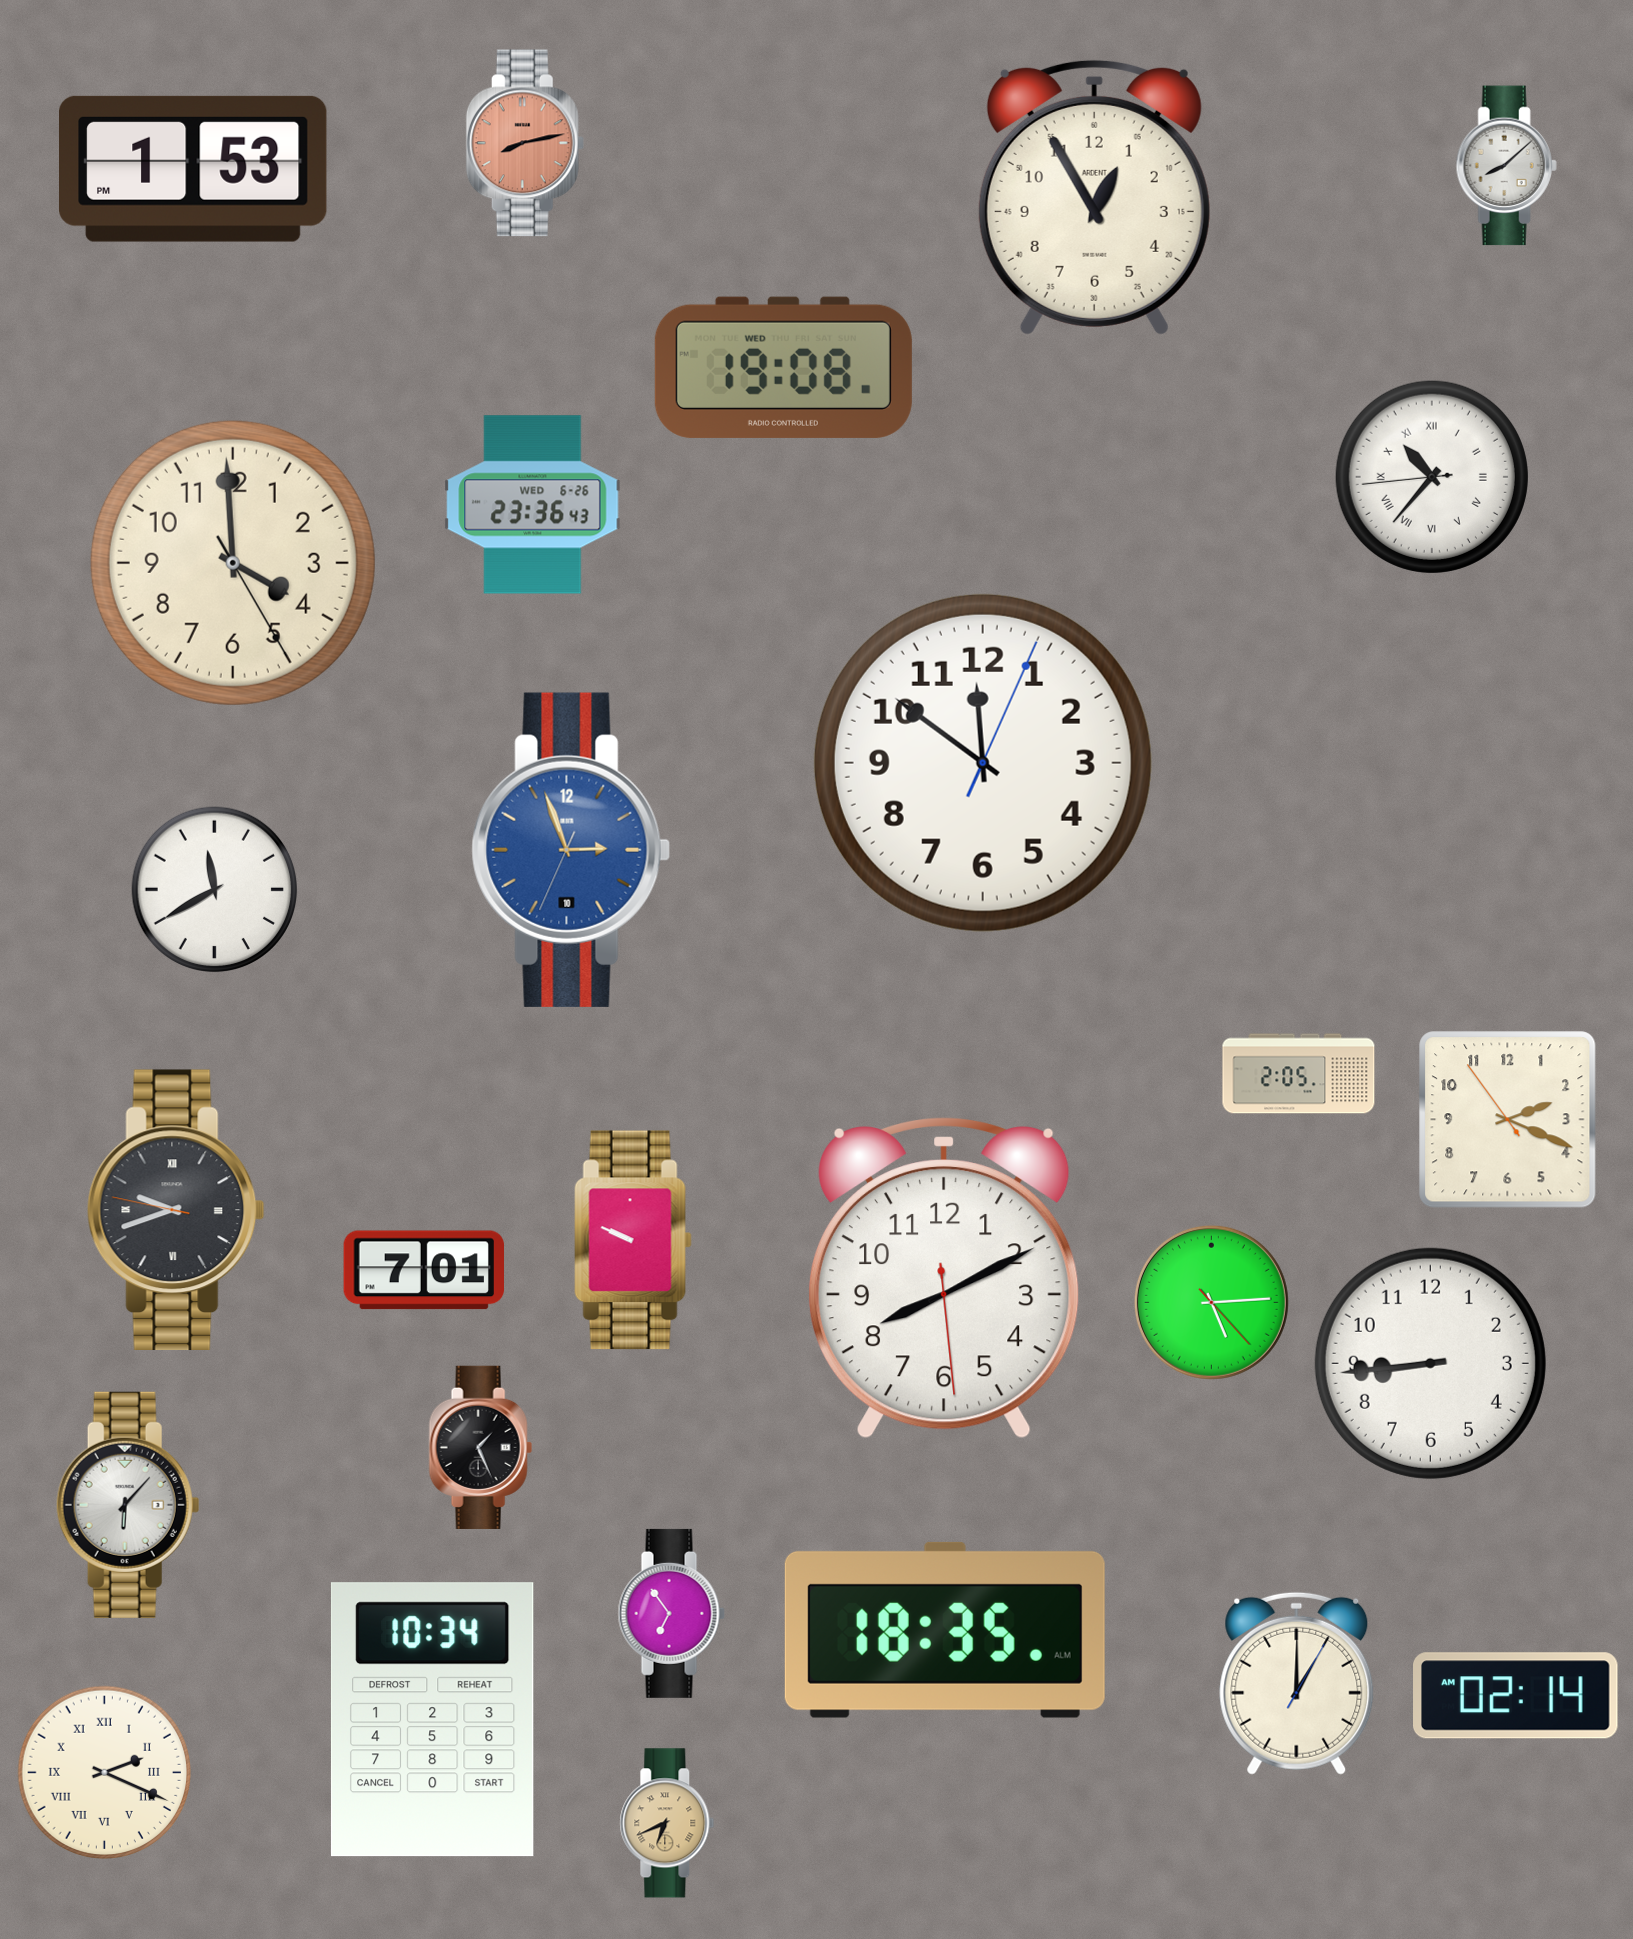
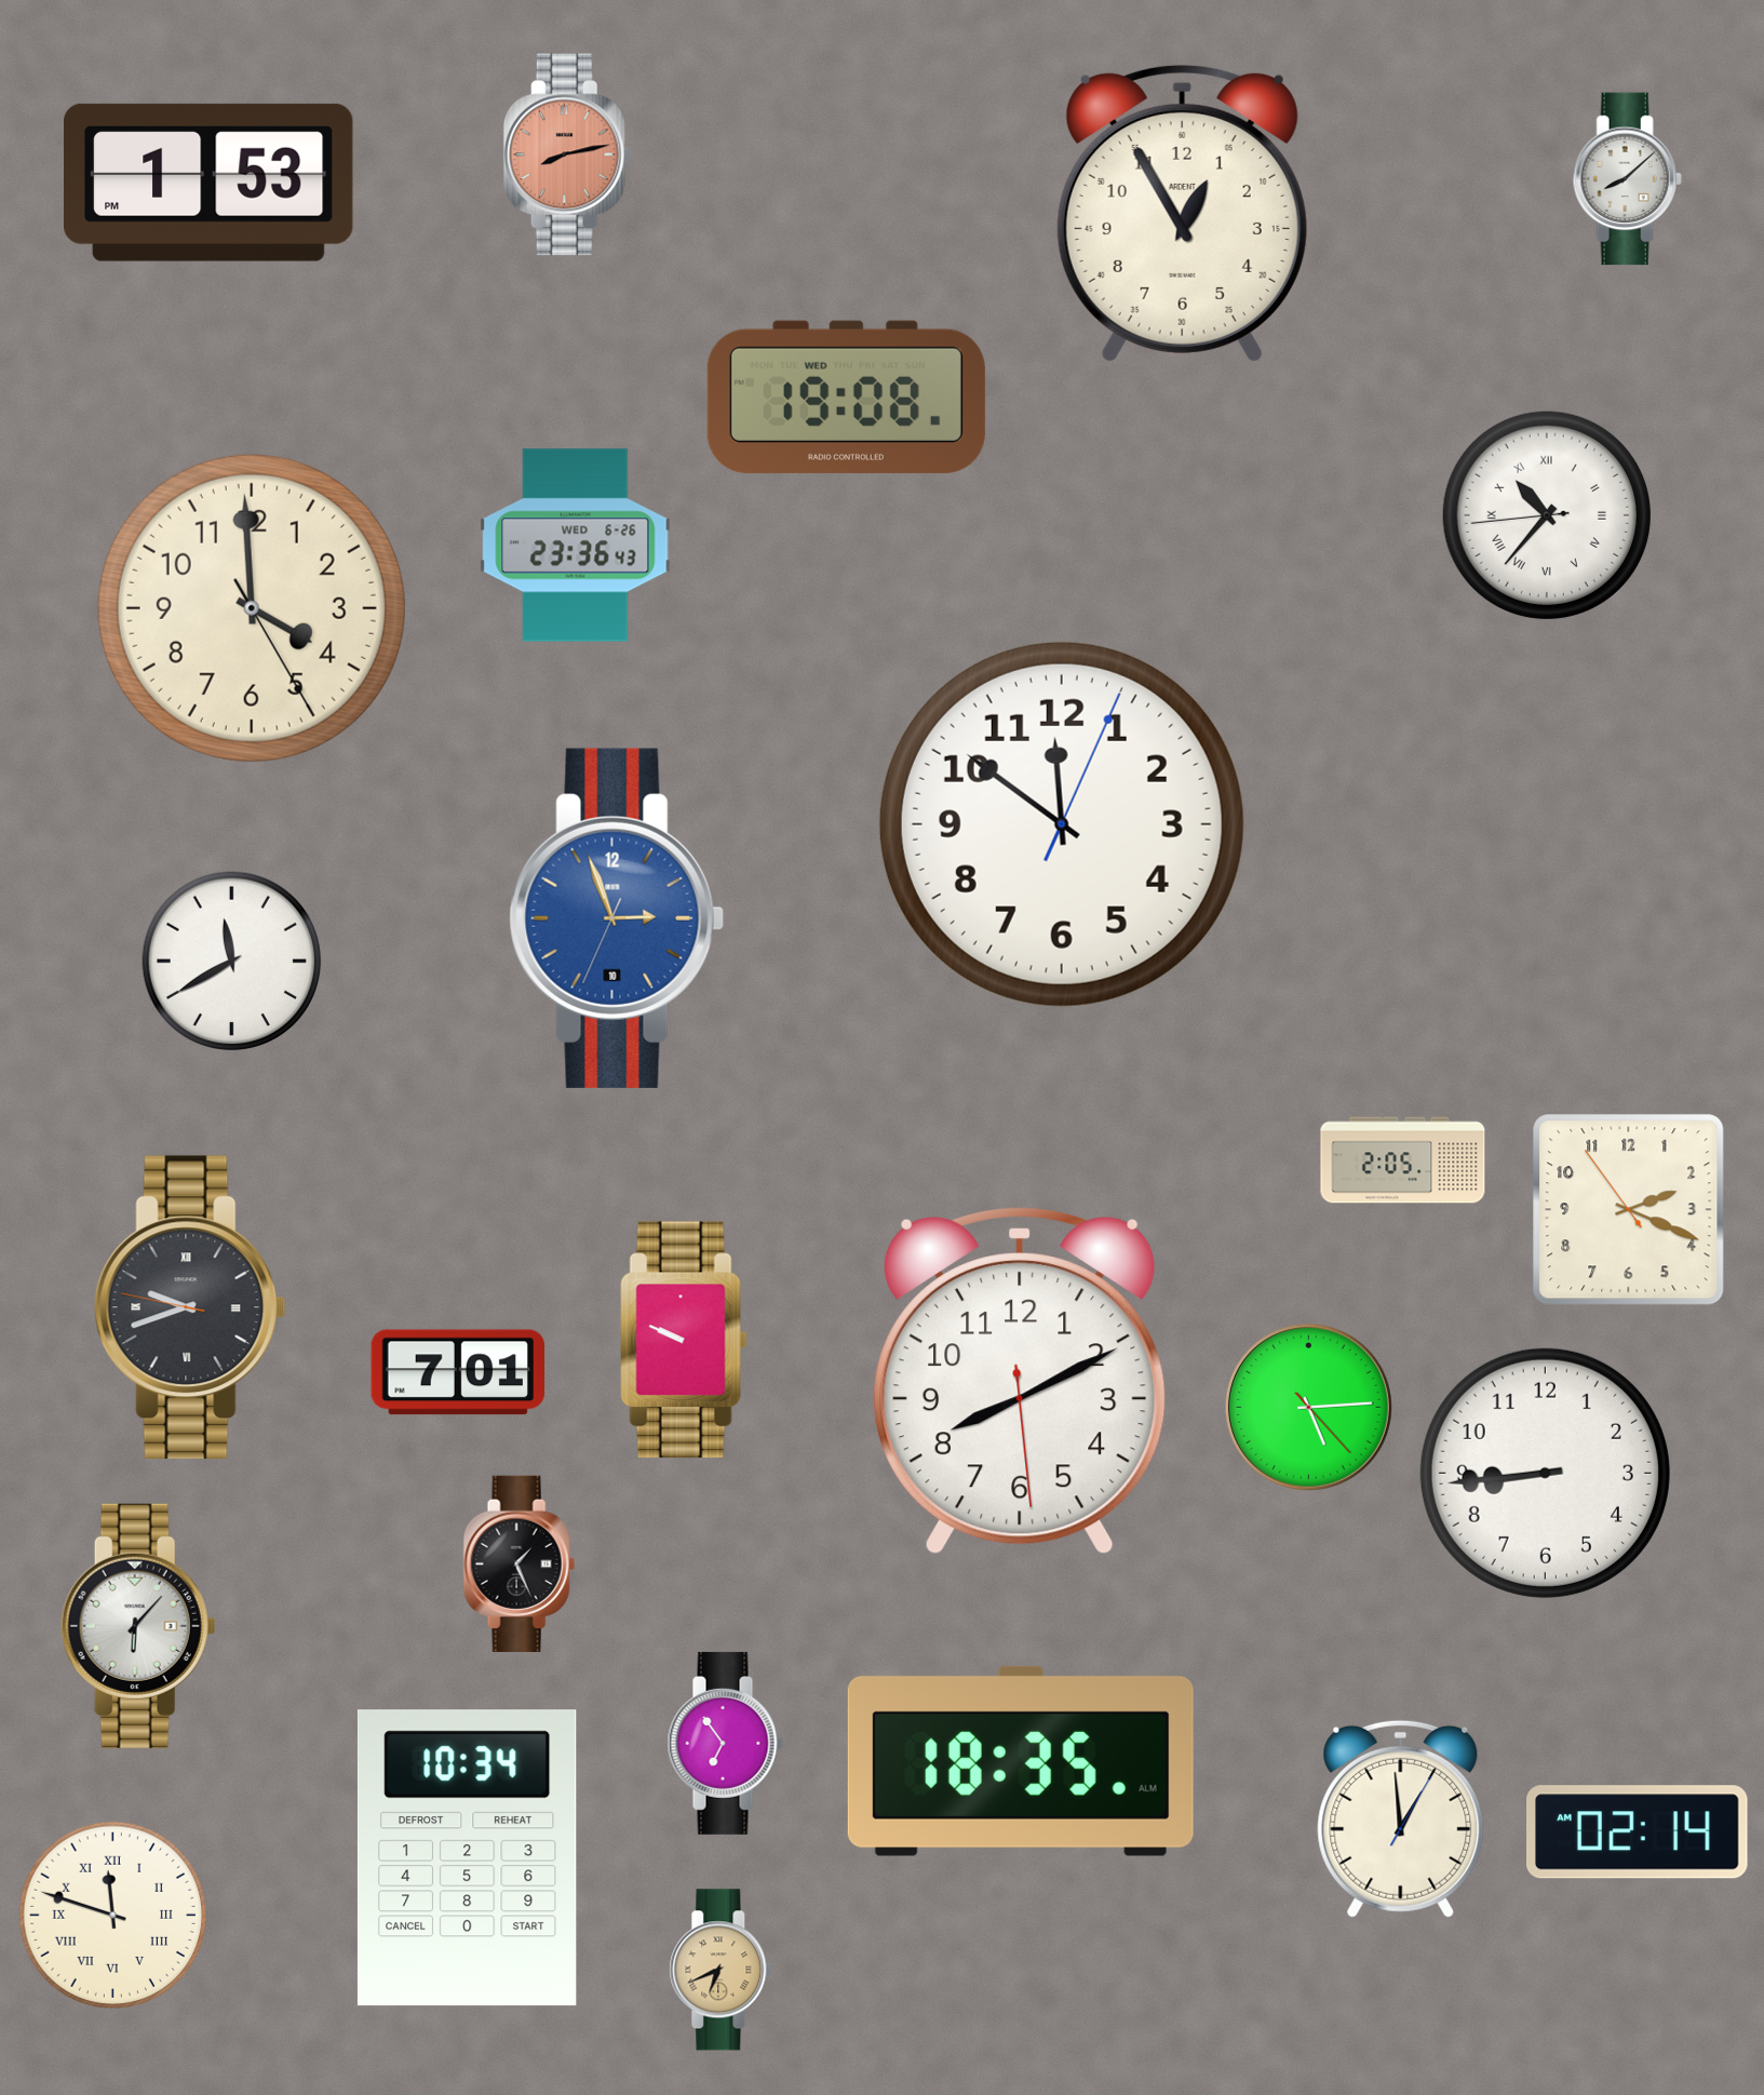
clock at (1297, 1683): 1:00 -> 12:59
clock at (104, 1772): 2:19 -> 11:48
